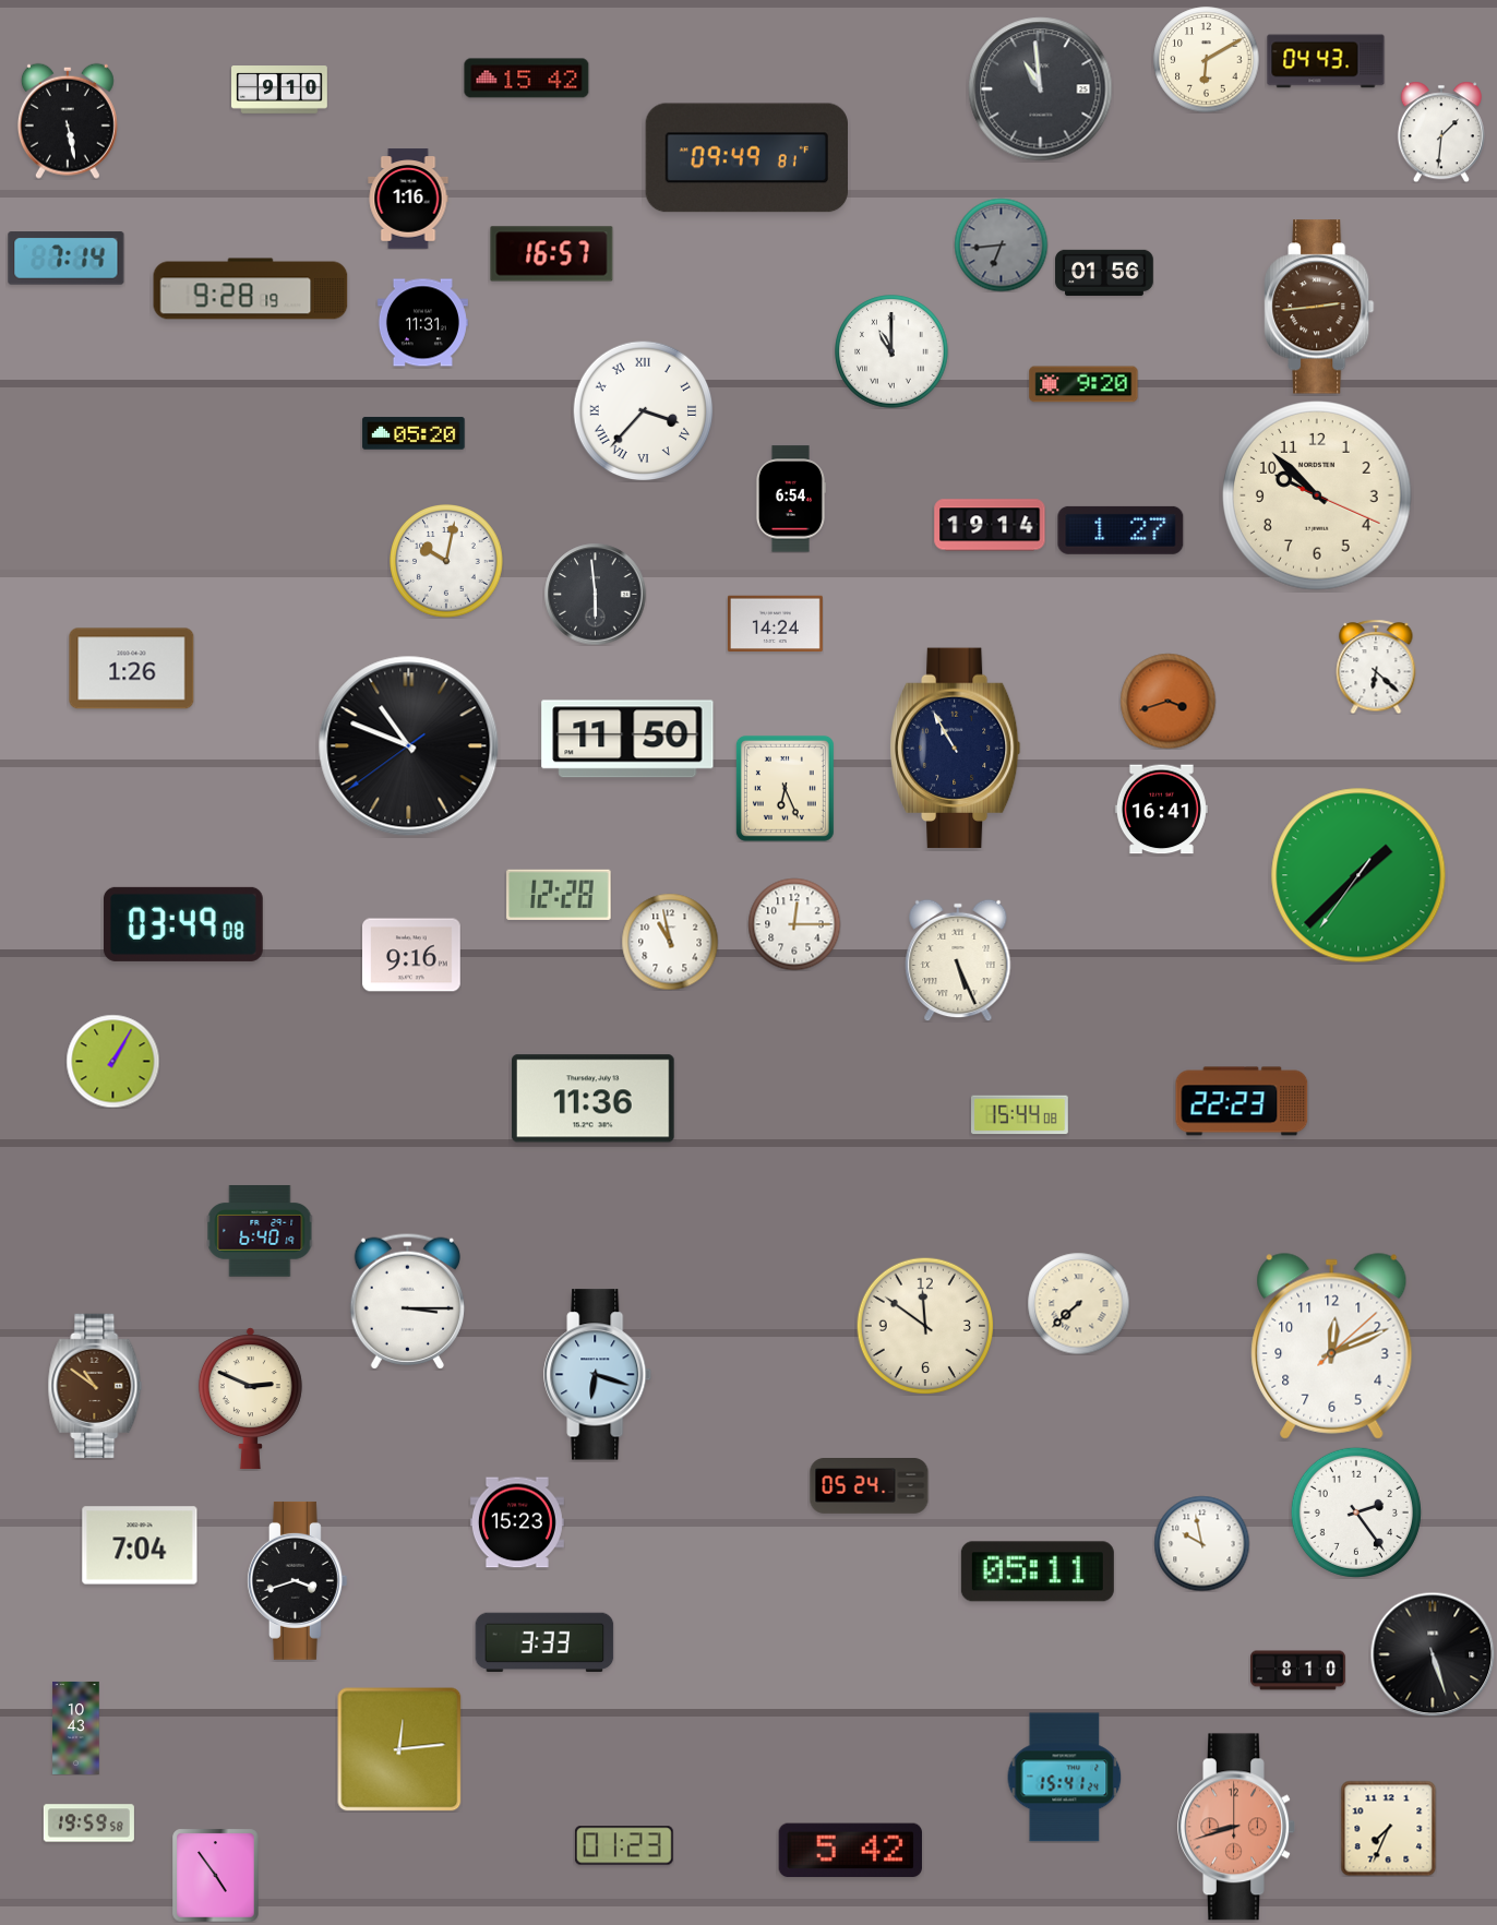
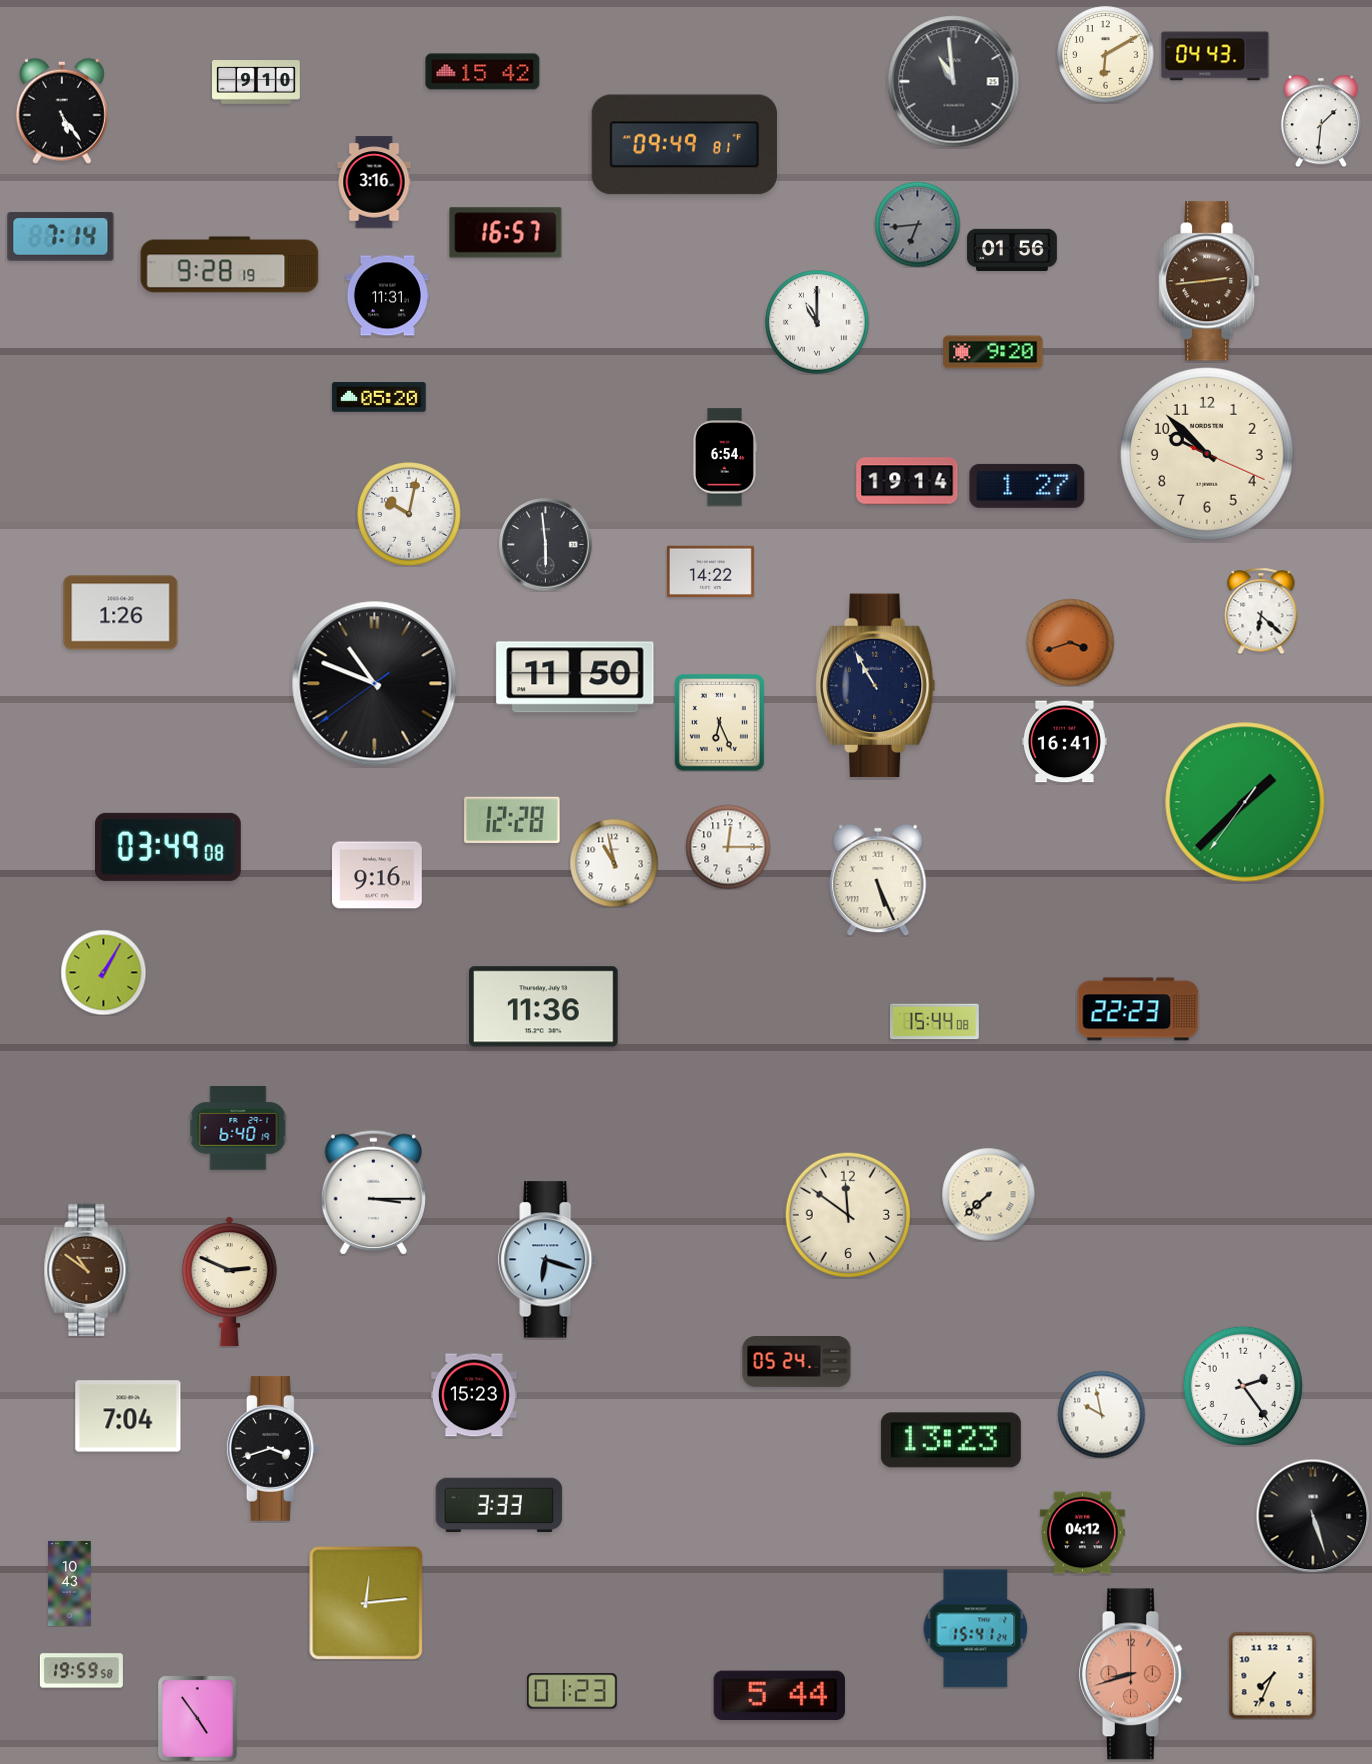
clock at (68, 121): 5:28 -> 5:24
clock at (408, 199): 1:16 -> 3:16
clock at (643, 410): 3:37 -> none
clock at (775, 624): 14:24 -> 14:22
clock at (1332, 1346): 12:11 -> none
clock at (1038, 1571): 05:11 -> 13:23
clock at (1298, 1671): 8:10 -> none
clock at (1082, 1533): none -> 04:12
clock at (850, 1851): 5:42 -> 5:44
